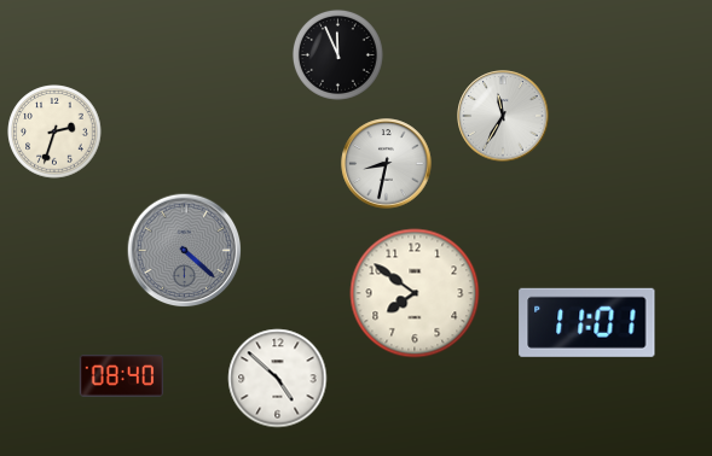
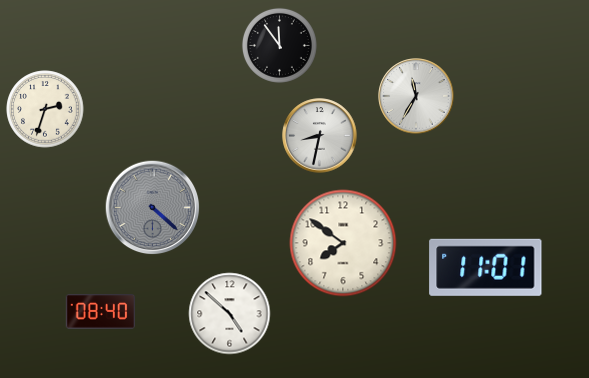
clock at (337, 54): 11:56 -> 11:54
